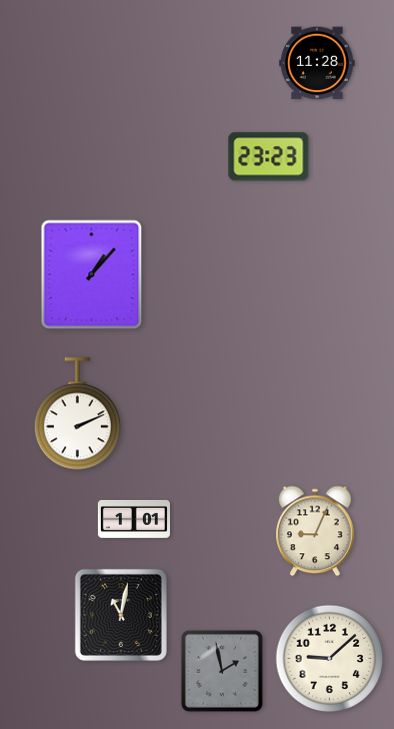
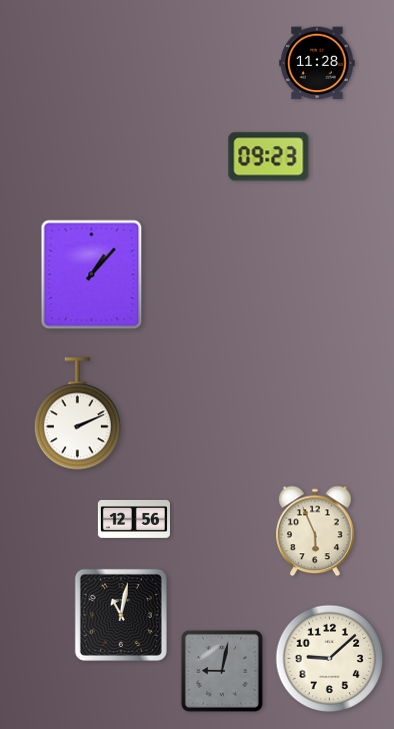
clock at (269, 157): 23:23 -> 09:23
clock at (134, 519): 1:01 -> 12:56
clock at (316, 531): 9:04 -> 5:56
clock at (222, 671): 1:58 -> 9:02
